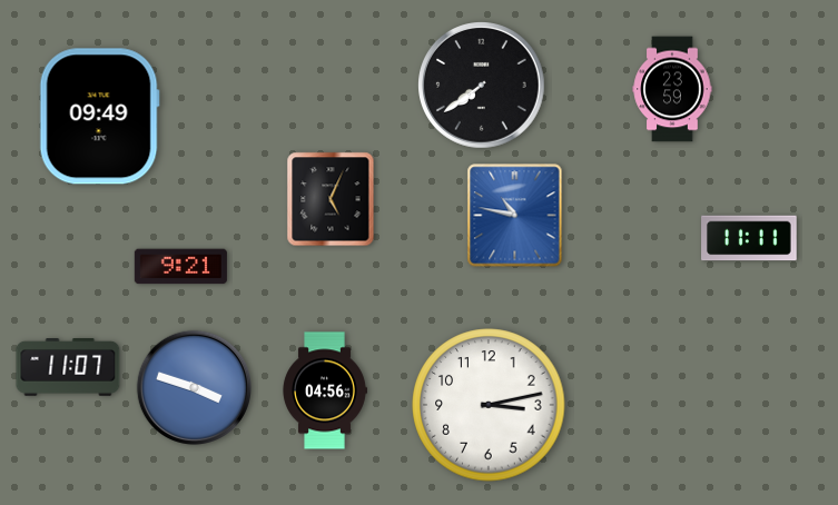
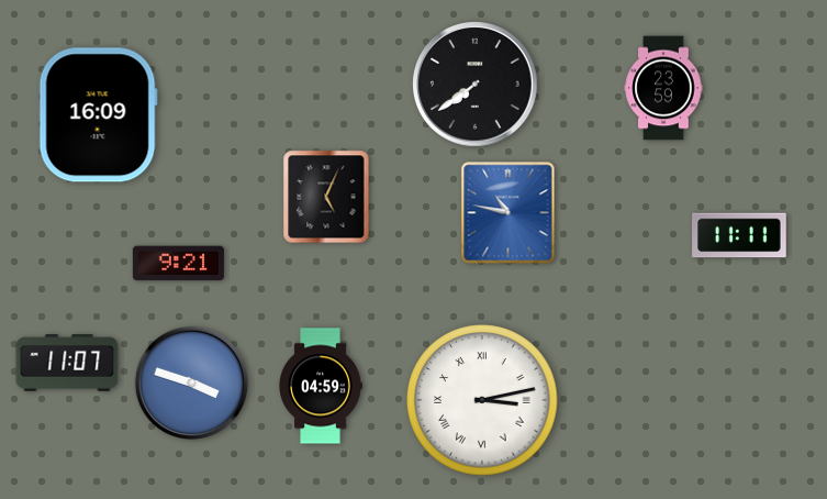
clock at (99, 117): 09:49 -> 16:09
clock at (325, 390): 04:56 -> 04:59
clock at (489, 405) numerals: Arabic -> Roman
